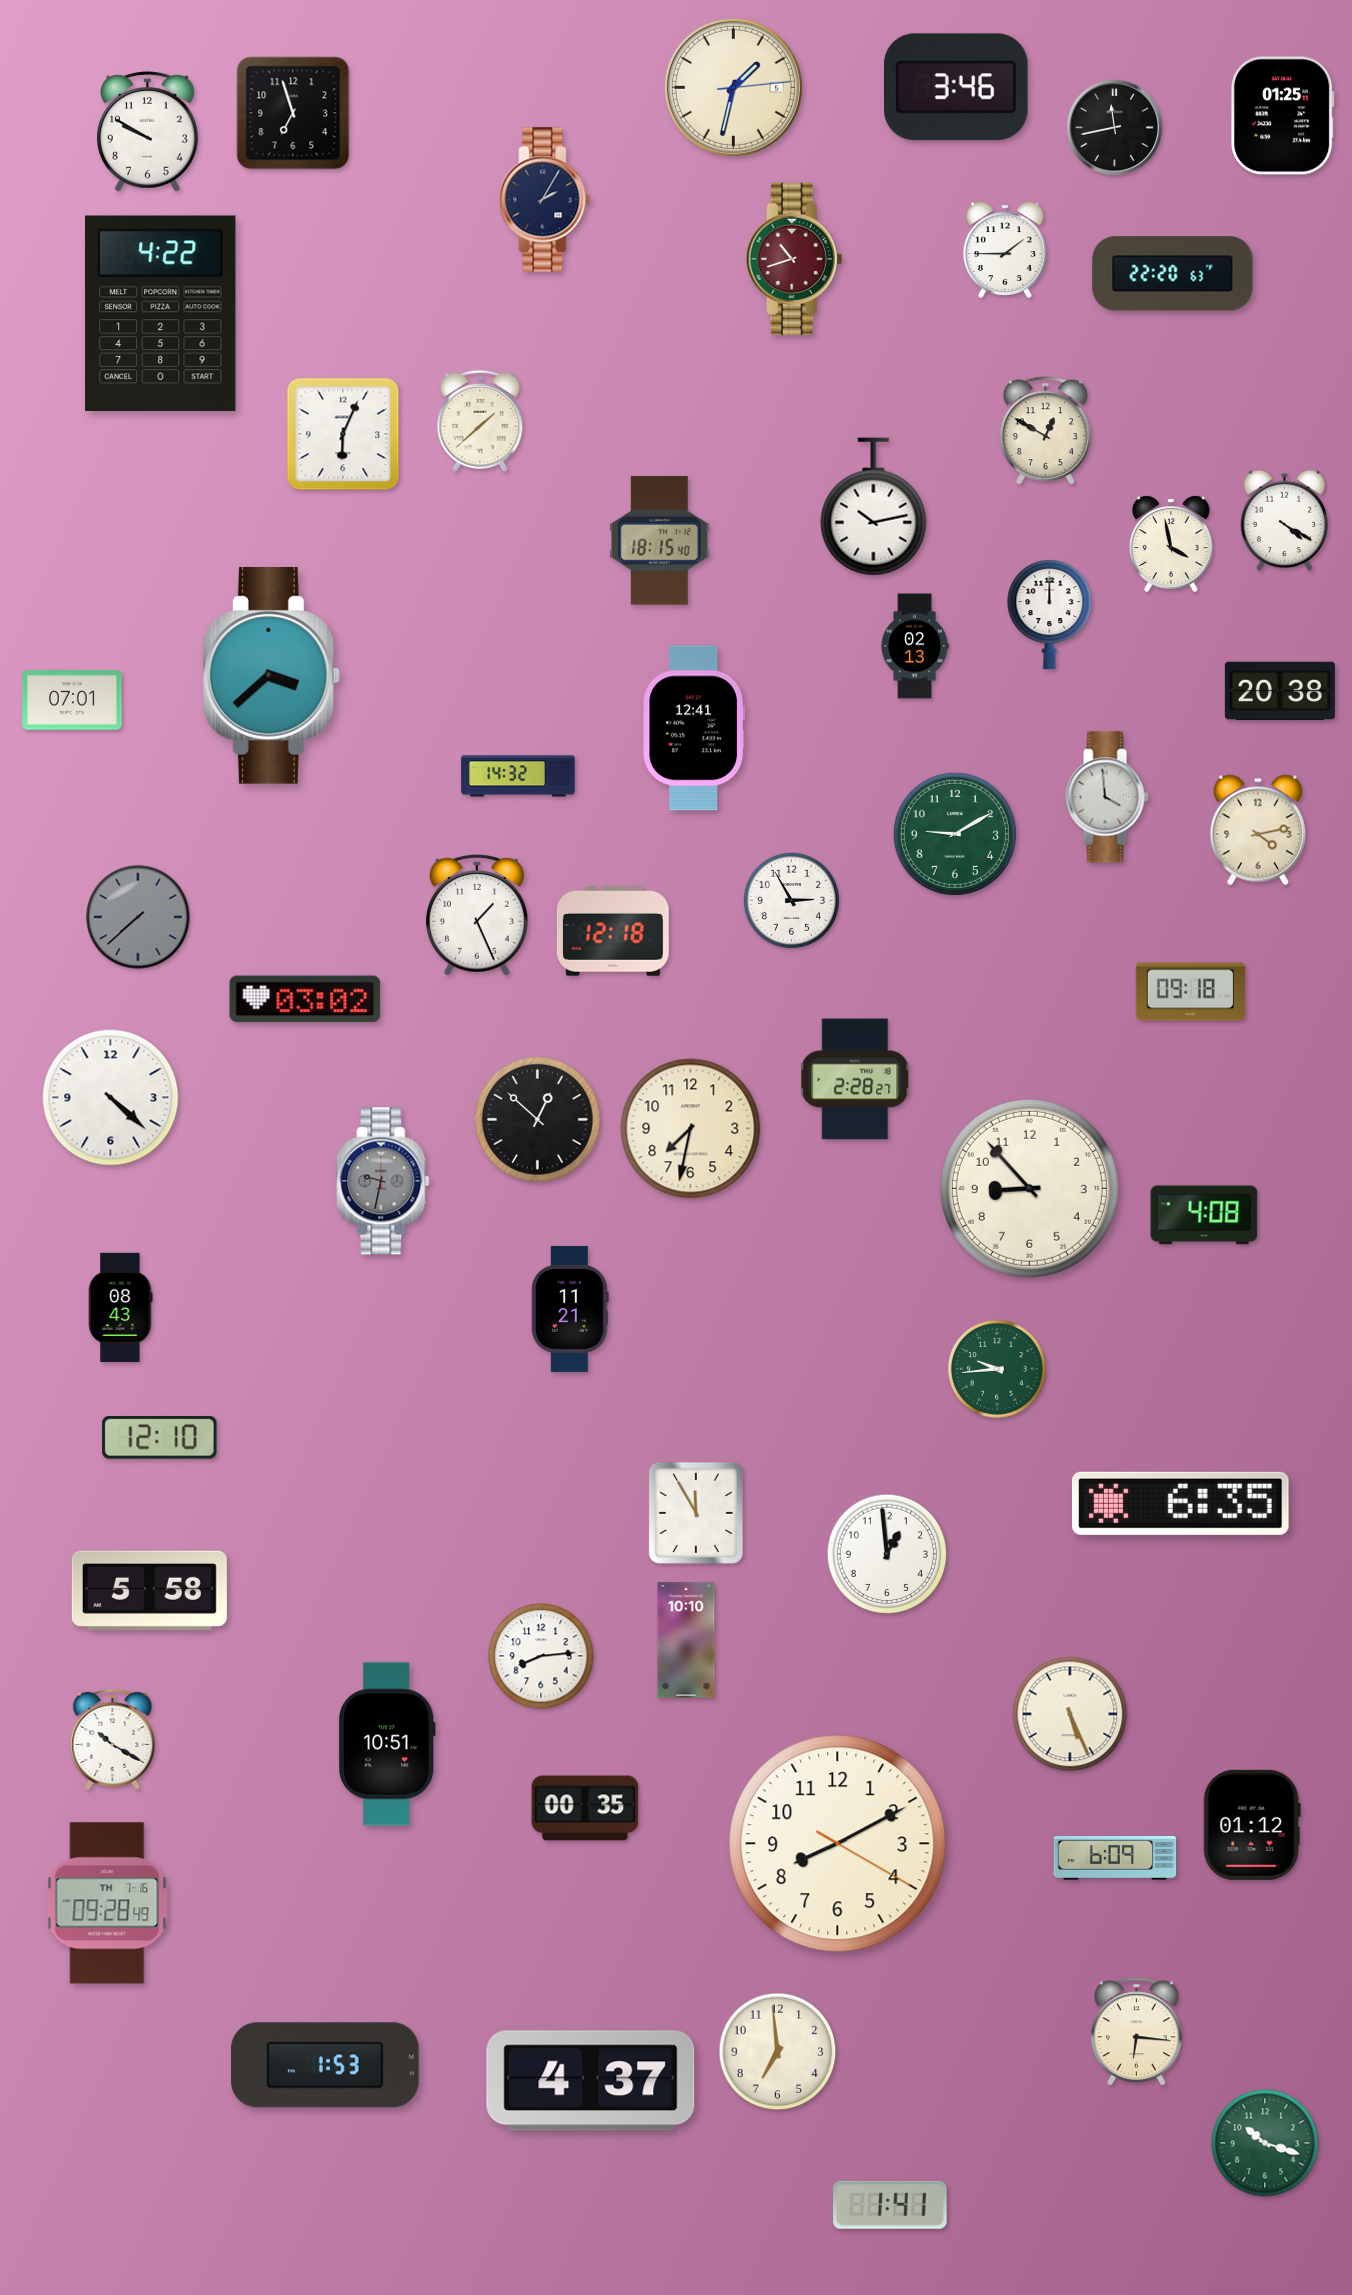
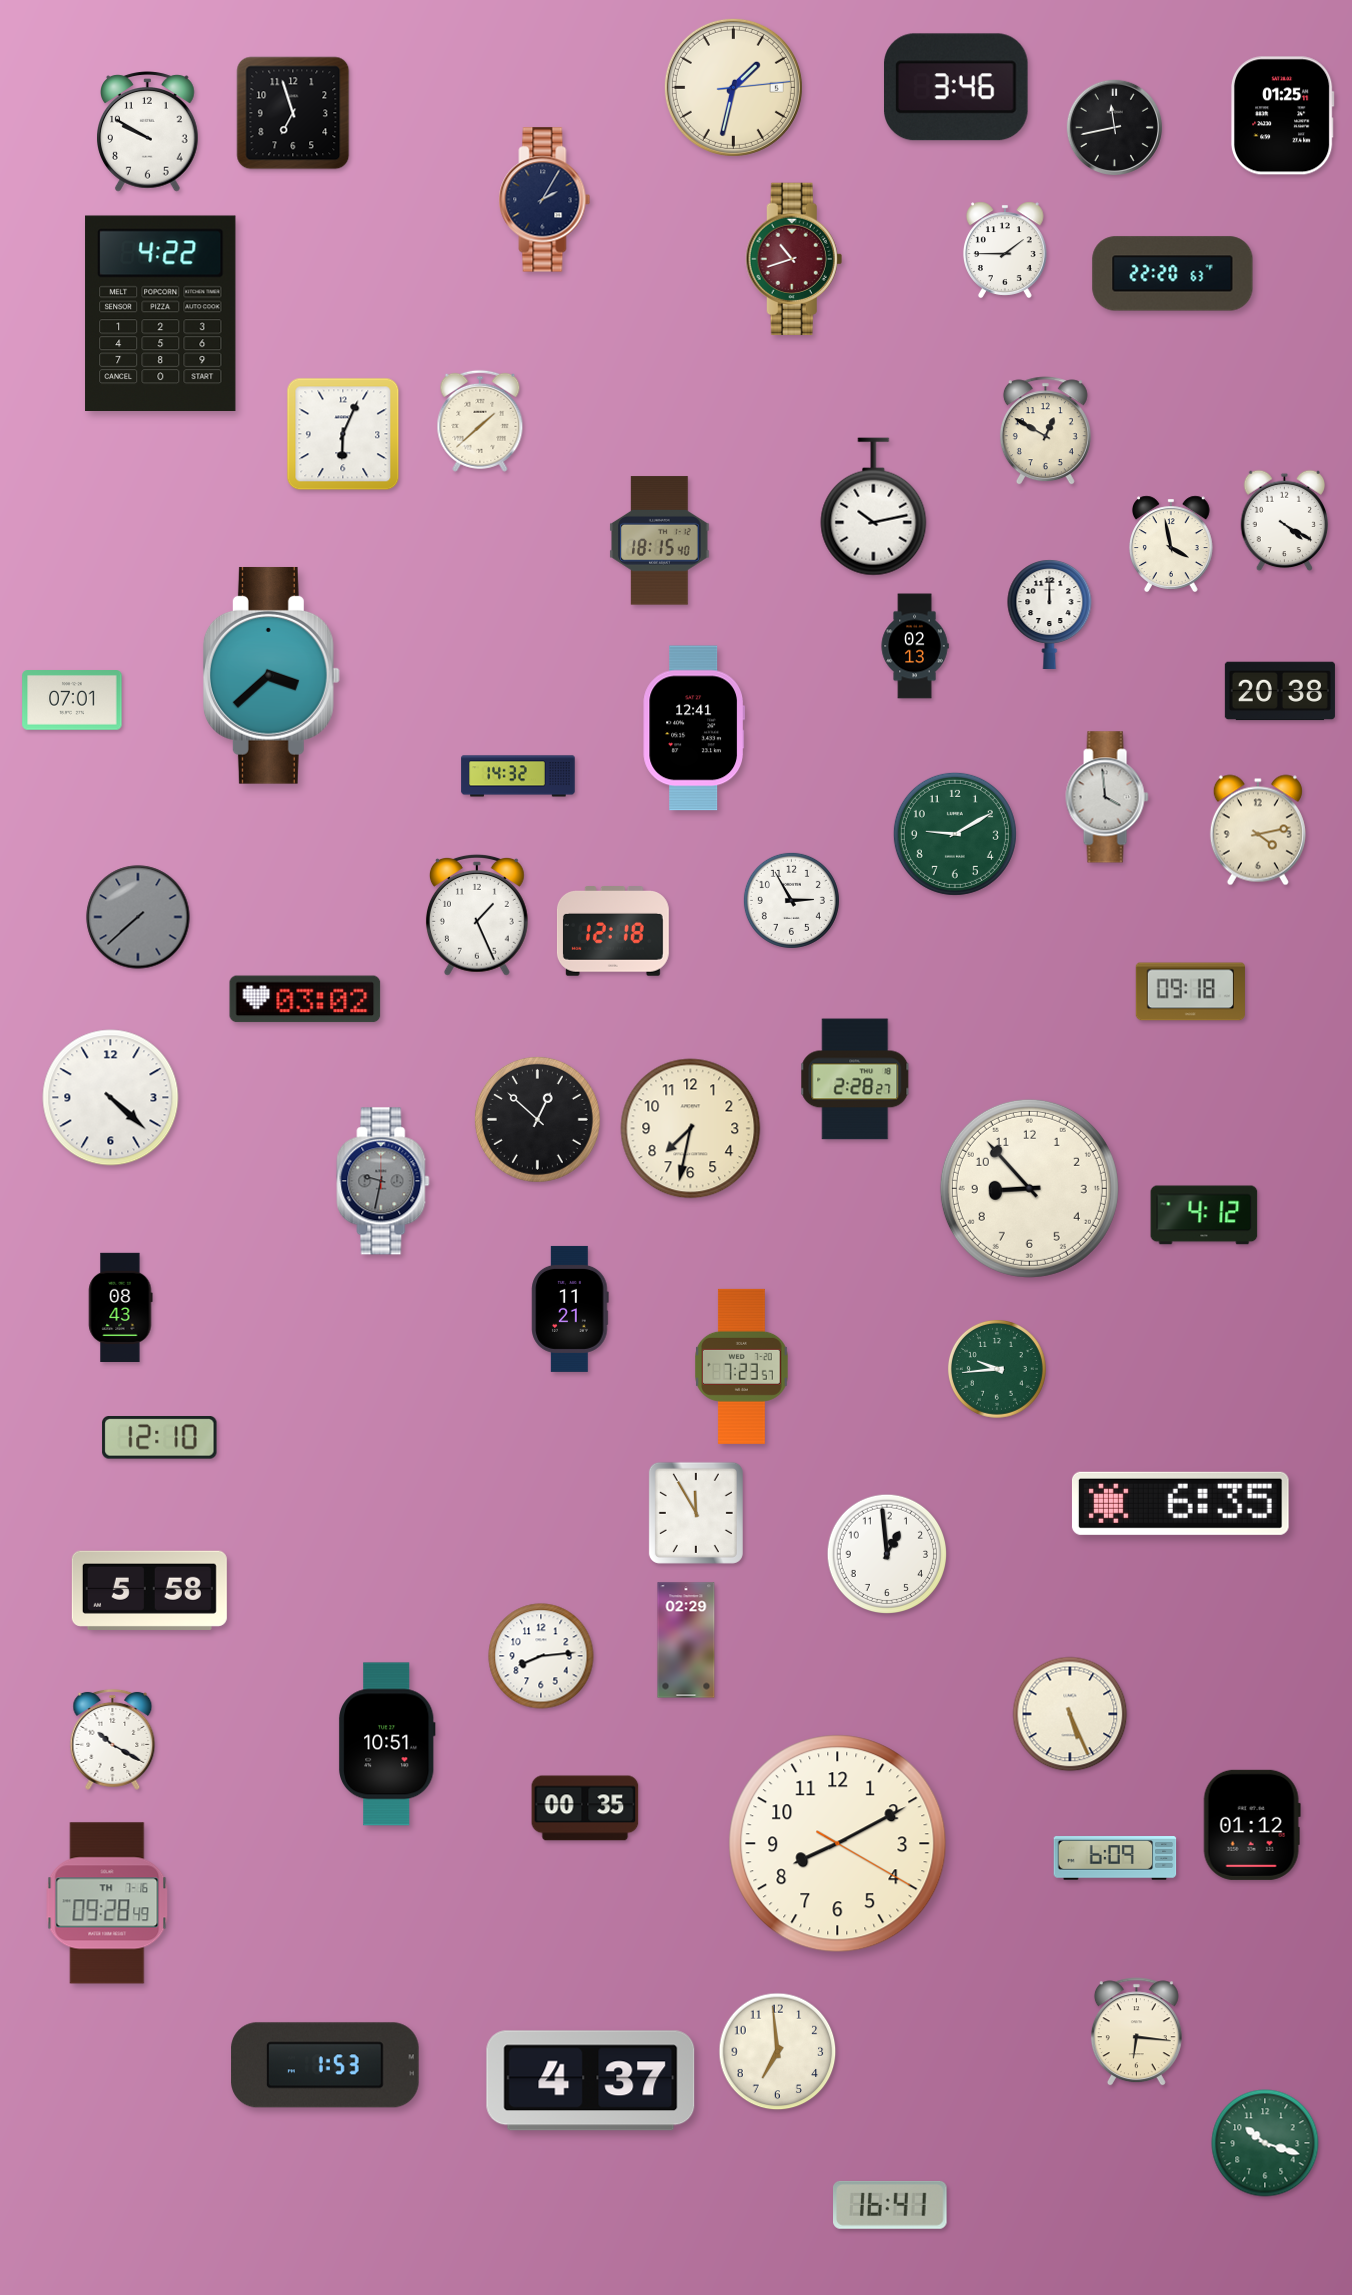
clock at (1204, 1215): 4:08 -> 4:12
clock at (742, 1366): none -> 7:23
clock at (686, 1640): 10:10 -> 02:29
clock at (890, 2205): 1:41 -> 16:41
